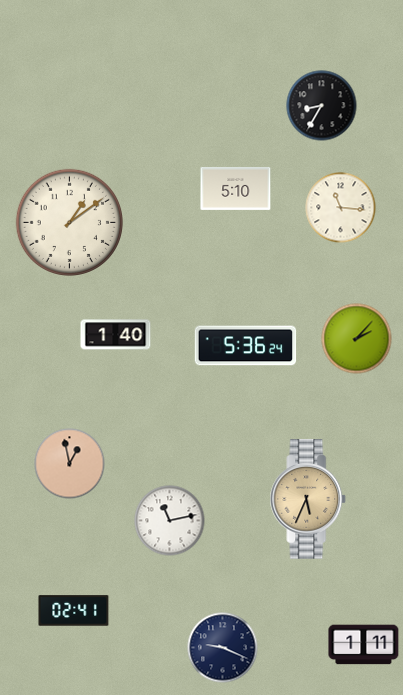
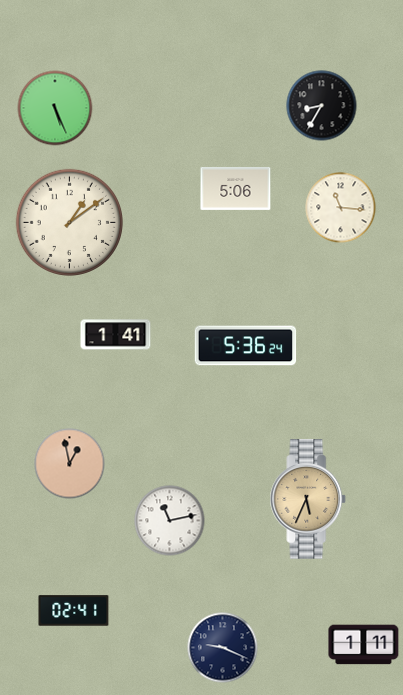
clock at (55, 108): none -> 5:26
clock at (236, 188): 5:10 -> 5:06
clock at (116, 335): 1:40 -> 1:41
clock at (357, 339): 2:07 -> none
